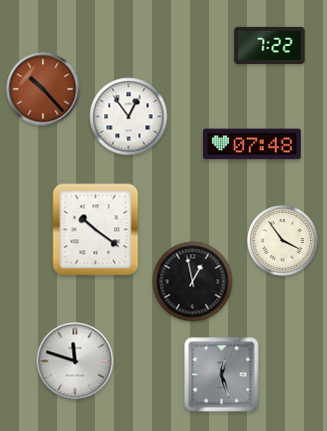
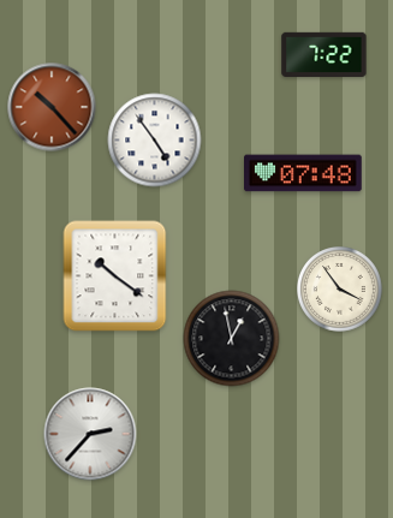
clock at (129, 117): 12:54 -> 4:54
clock at (75, 361): 11:48 -> 2:37
clock at (222, 375): 12:27 -> none
